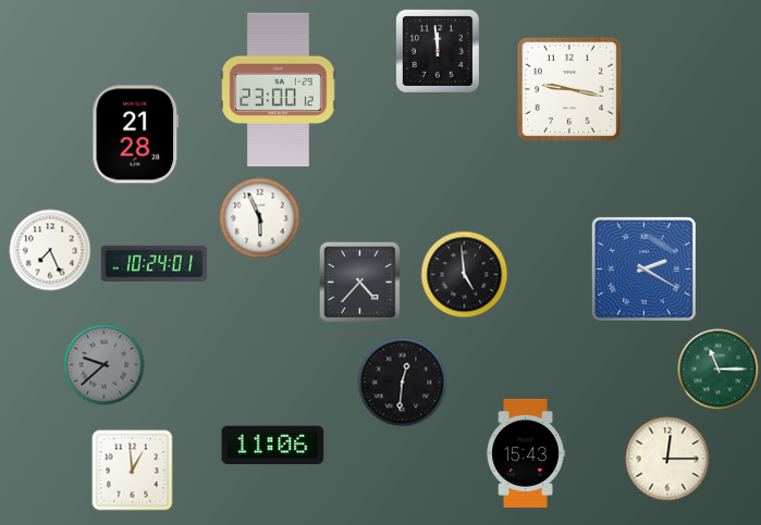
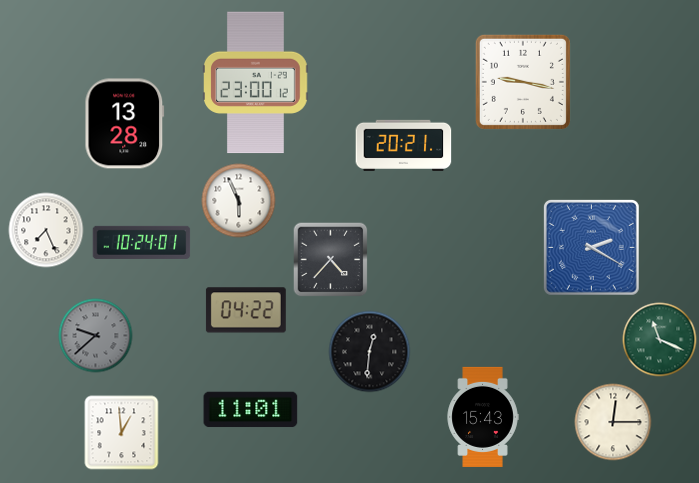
clock at (438, 51): 11:59 -> none
clock at (136, 135): 21:28 -> 13:28
clock at (404, 145): none -> 20:21
clock at (465, 275): 4:59 -> none
clock at (246, 310): none -> 04:22
clock at (719, 370): 11:15 -> 11:19
clock at (273, 446): 11:06 -> 11:01
